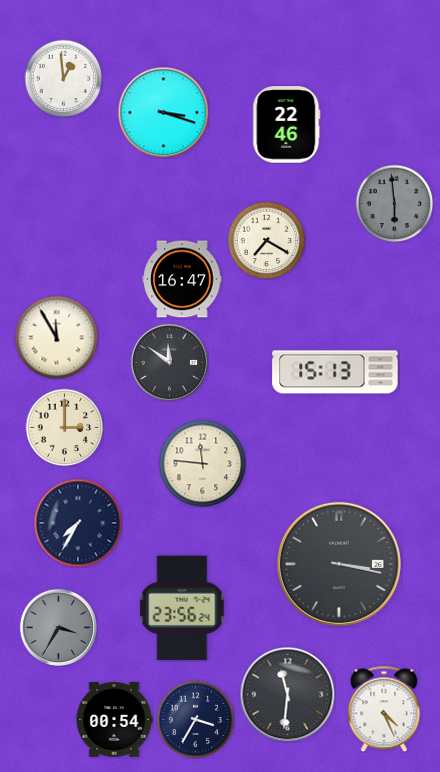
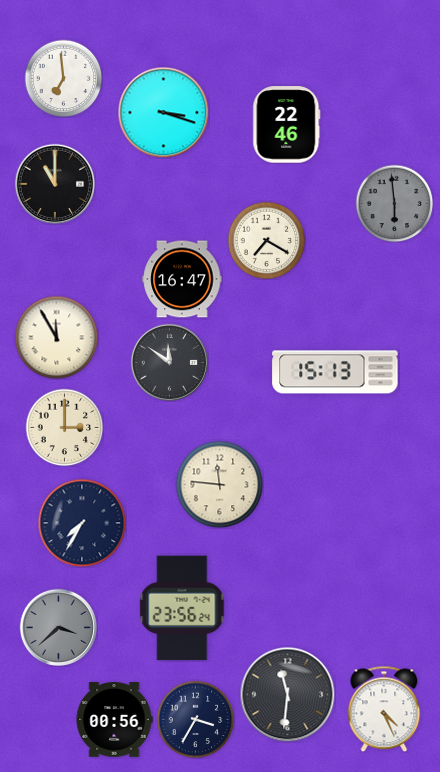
clock at (63, 78): 12:59 -> 6:59
clock at (55, 184): none -> 11:00
clock at (202, 463) position: (202, 463) -> (219, 484)
clock at (78, 523) position: (78, 523) -> (82, 523)
clock at (339, 564): 3:17 -> none
clock at (58, 627): 3:35 -> 3:38
clock at (114, 720): 00:54 -> 00:56
